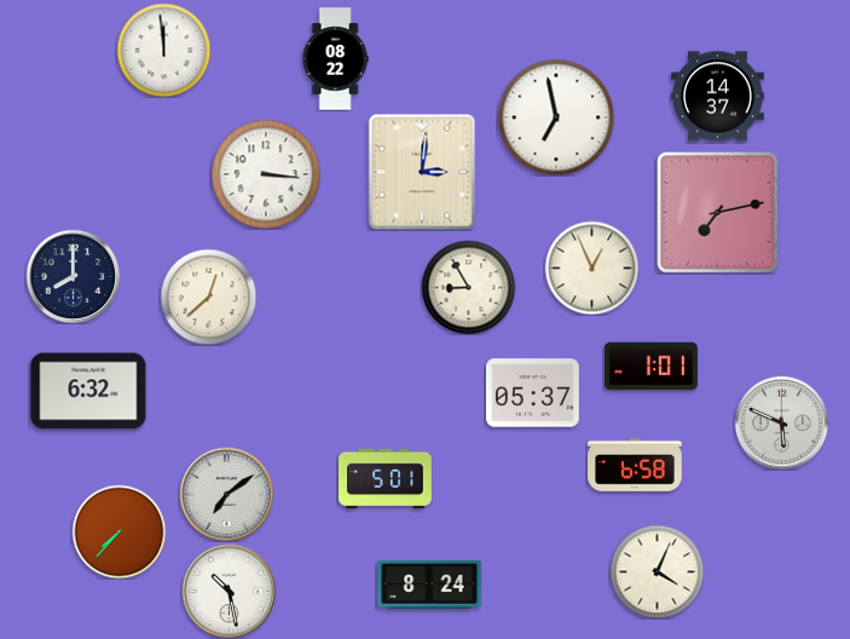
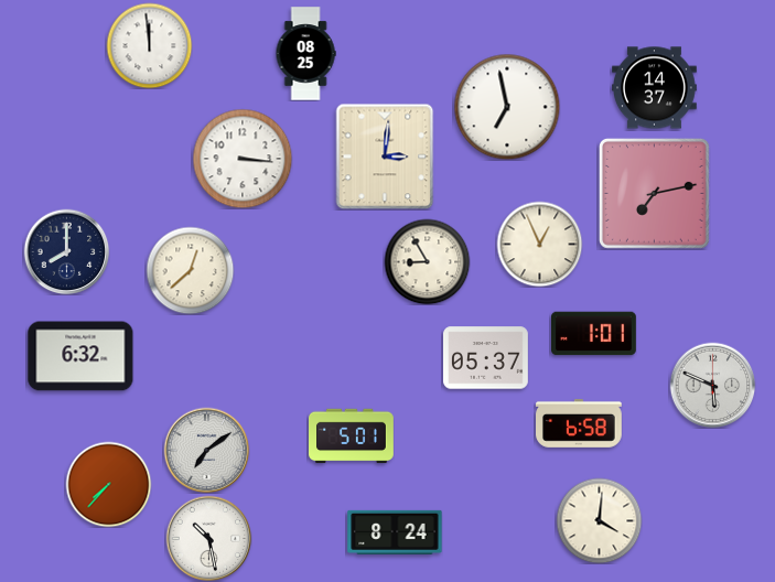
clock at (335, 59): 08:22 -> 08:25
clock at (657, 571): 4:04 -> 4:01
clock at (429, 585) position: (429, 585) -> (395, 532)
